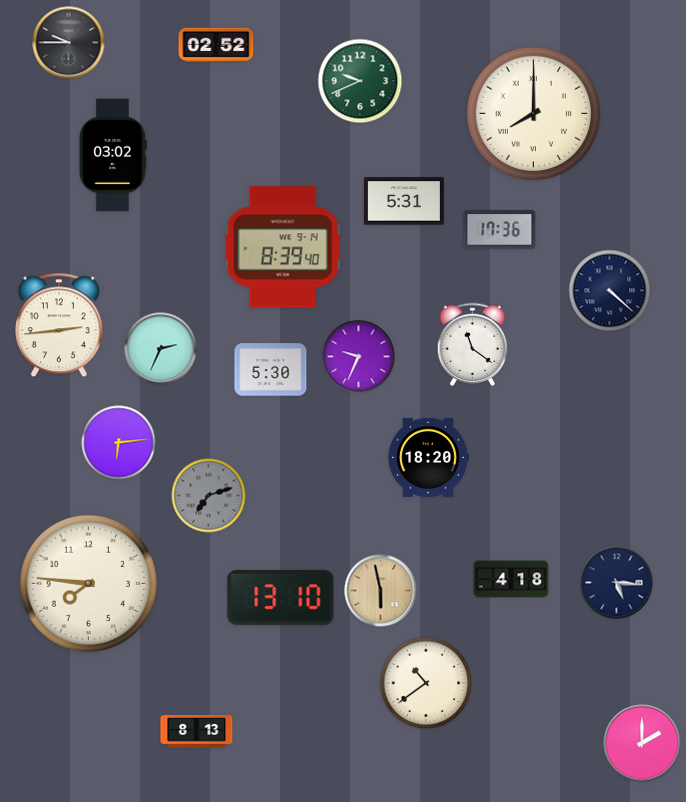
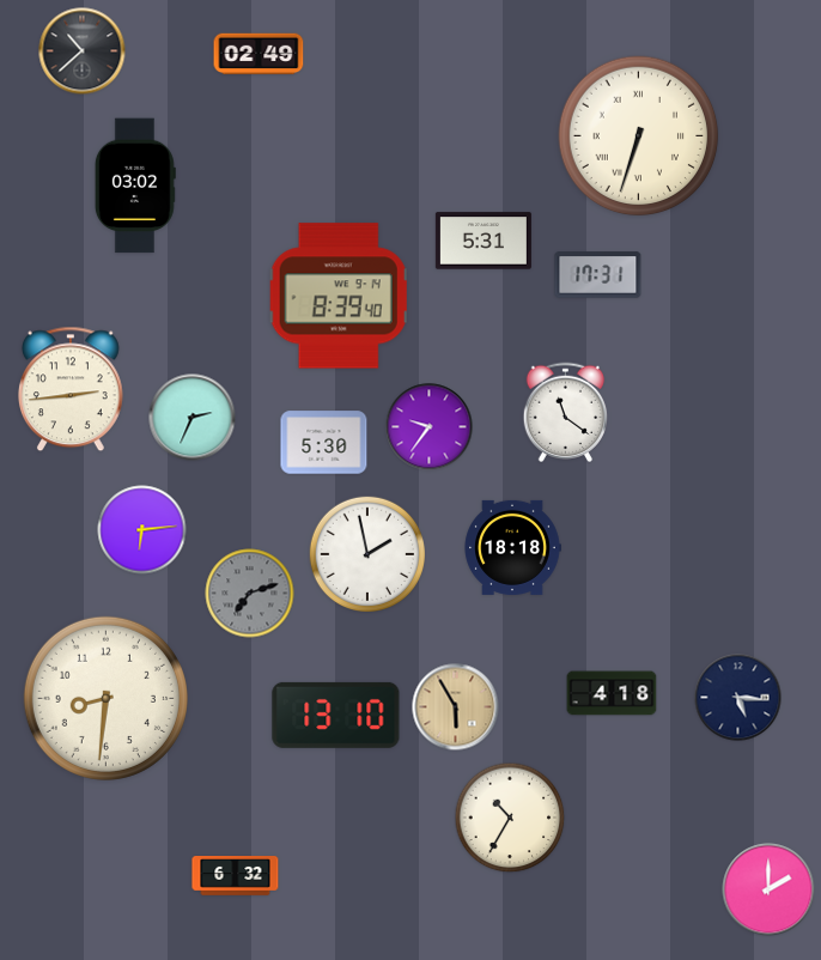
clock at (69, 43): 9:45 -> 10:38
clock at (216, 45): 02:52 -> 02:49
clock at (360, 81): 9:41 -> none
clock at (534, 114): 8:00 -> 6:33
clock at (500, 230): 17:36 -> 17:31
clock at (610, 291): 4:22 -> none
clock at (359, 357): 9:34 -> 9:36
clock at (428, 457): 18:20 -> 18:18
clock at (366, 553): none -> 1:58
clock at (88, 583): 7:46 -> 8:31
clock at (381, 591): 5:58 -> 5:55
clock at (426, 683): 10:39 -> 10:35
clock at (197, 732): 8:13 -> 6:32
